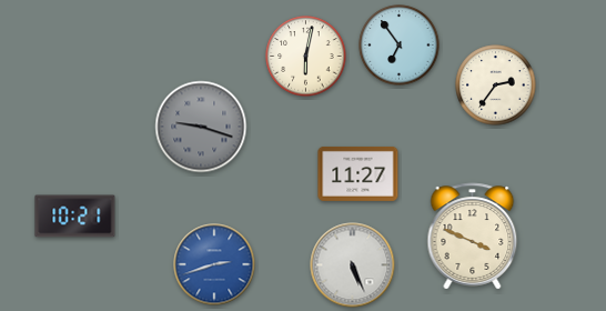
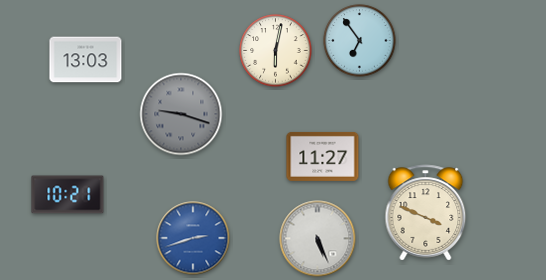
clock at (86, 60): none -> 13:03
clock at (496, 86): 2:36 -> none
